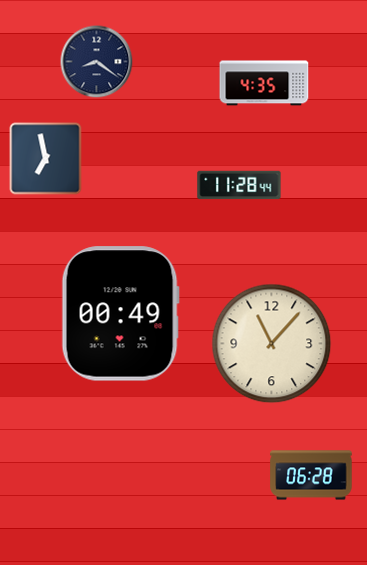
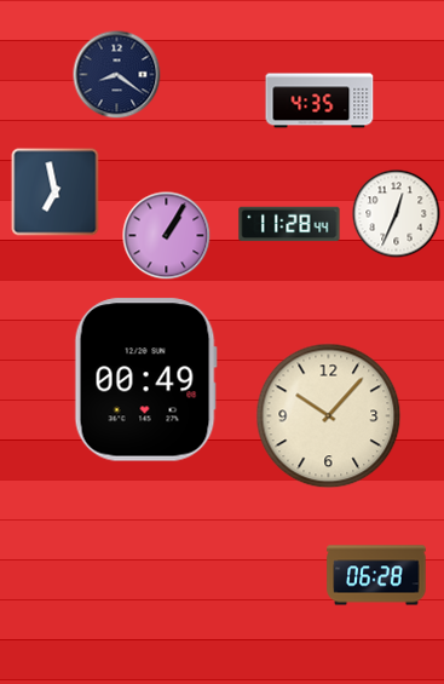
clock at (397, 214): none -> 12:34
clock at (167, 236): none -> 1:05
clock at (272, 344): 11:07 -> 10:07
